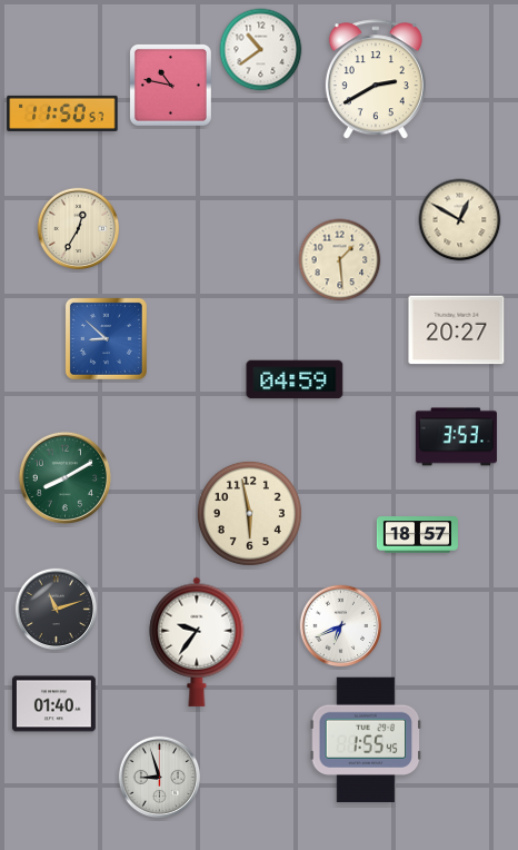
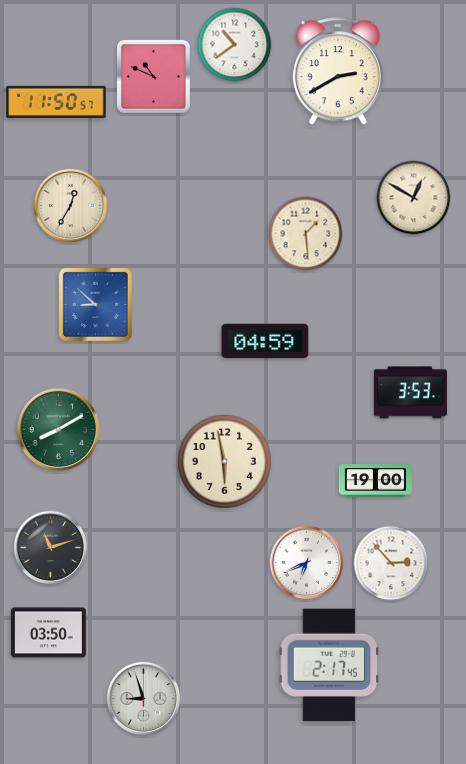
clock at (170, 85): 10:47 -> 10:49
clock at (457, 330): 20:27 -> none
clock at (417, 535): 18:57 -> 19:00
clock at (391, 563): none -> 2:53
clock at (197, 642): 9:36 -> none
clock at (53, 704): 01:40 -> 03:50
clock at (366, 740): 1:55 -> 2:17
